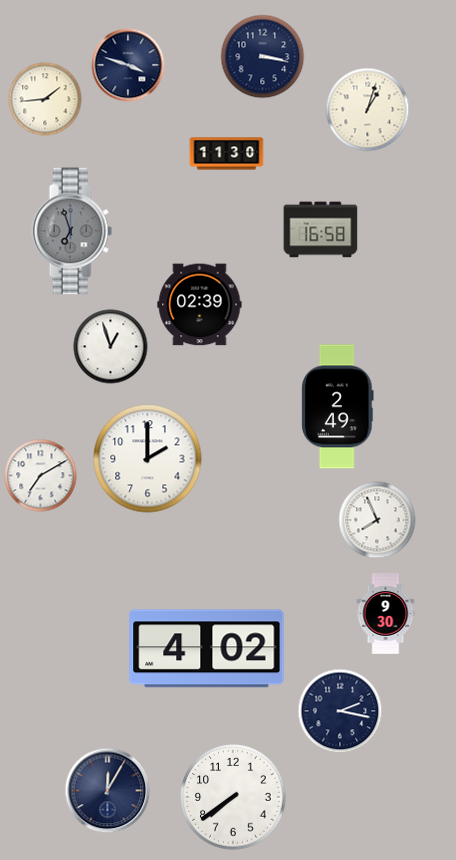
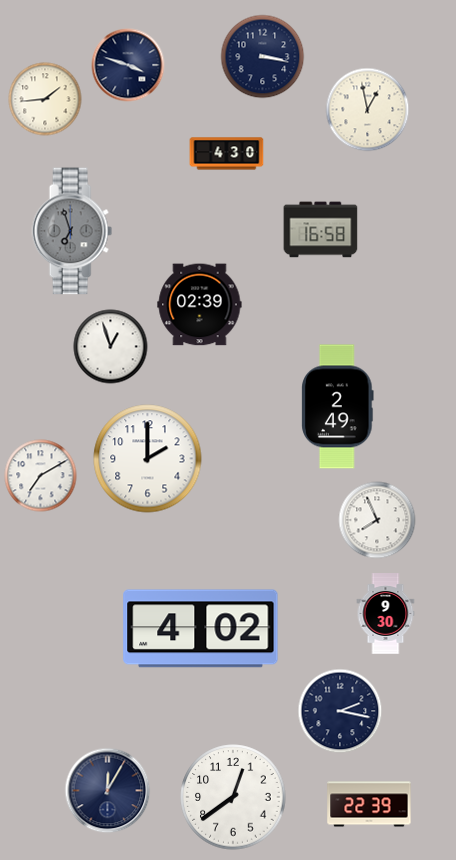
clock at (368, 110): 1:03 -> 12:58
clock at (227, 154): 11:30 -> 4:30
clock at (207, 649) position: (207, 649) -> (201, 629)
clock at (233, 797): 7:39 -> 12:39
clock at (369, 804): none -> 22:39
